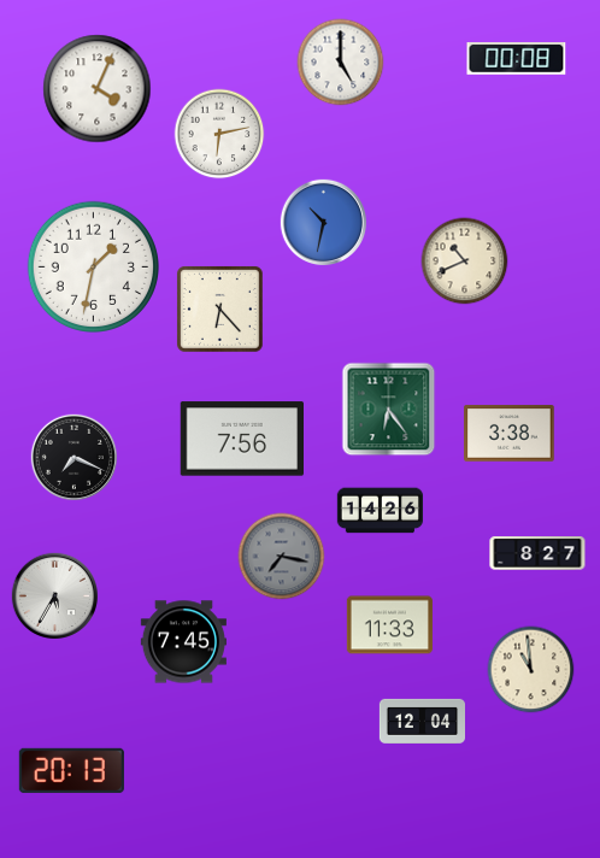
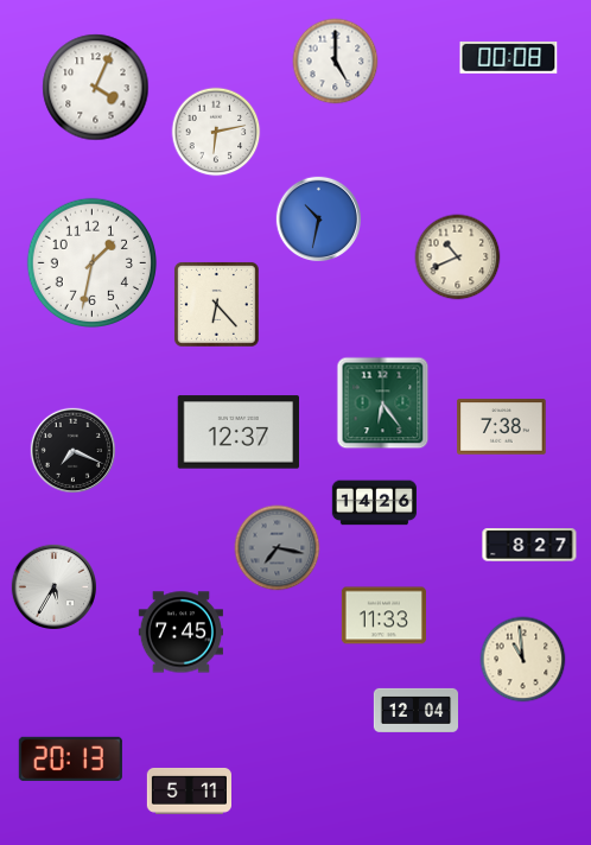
clock at (510, 434): 3:38 -> 7:38
clock at (241, 439): 7:56 -> 12:37
clock at (189, 792): none -> 5:11
